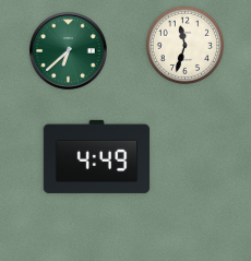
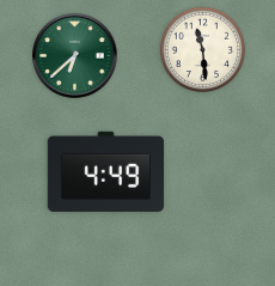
clock at (186, 46): 11:33 -> 11:29
